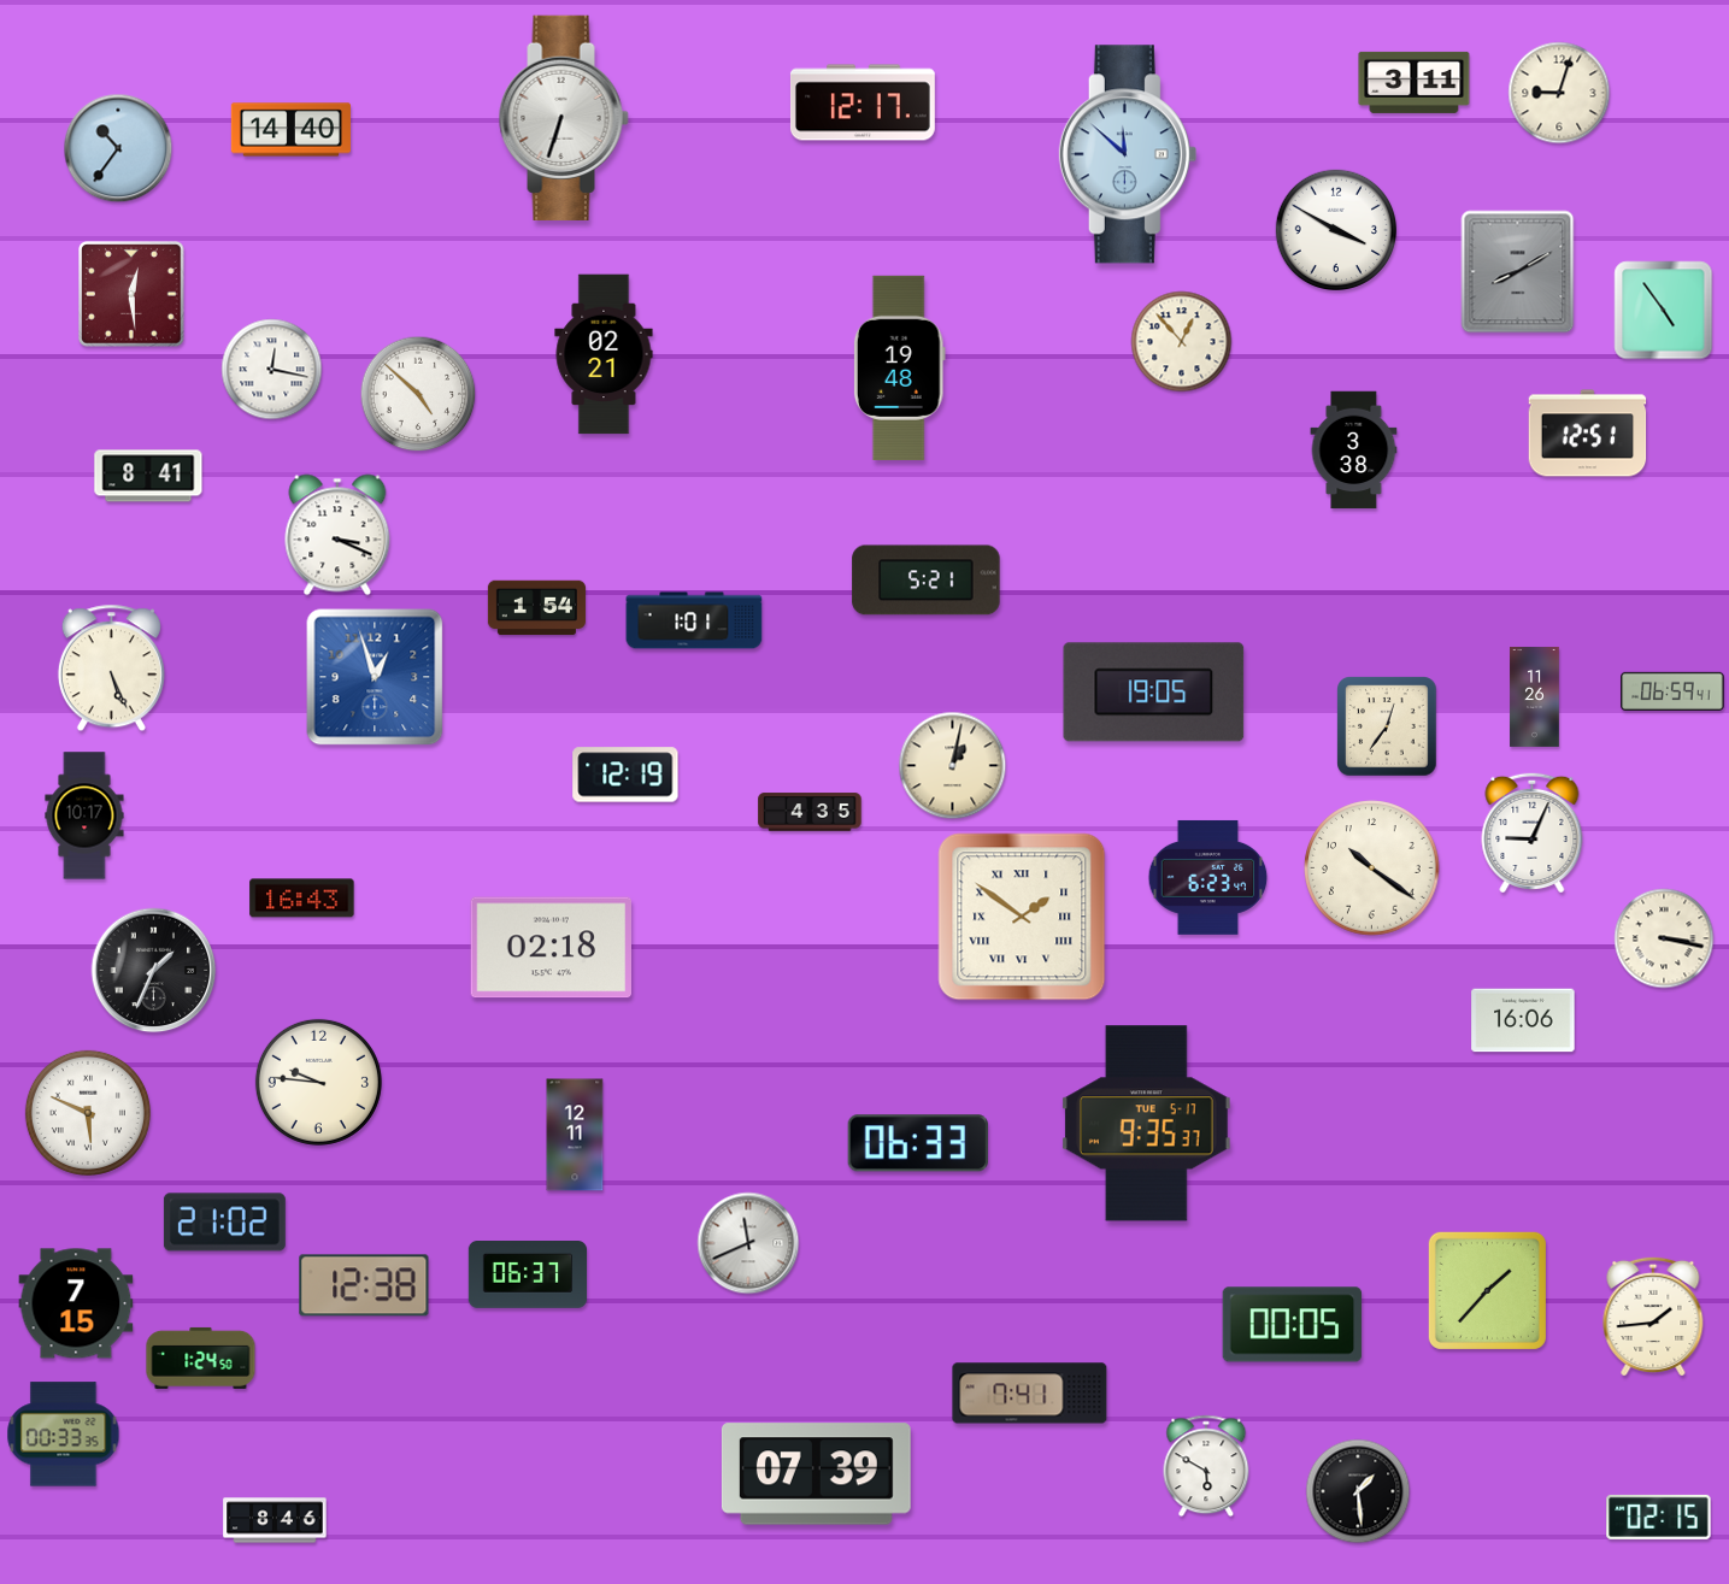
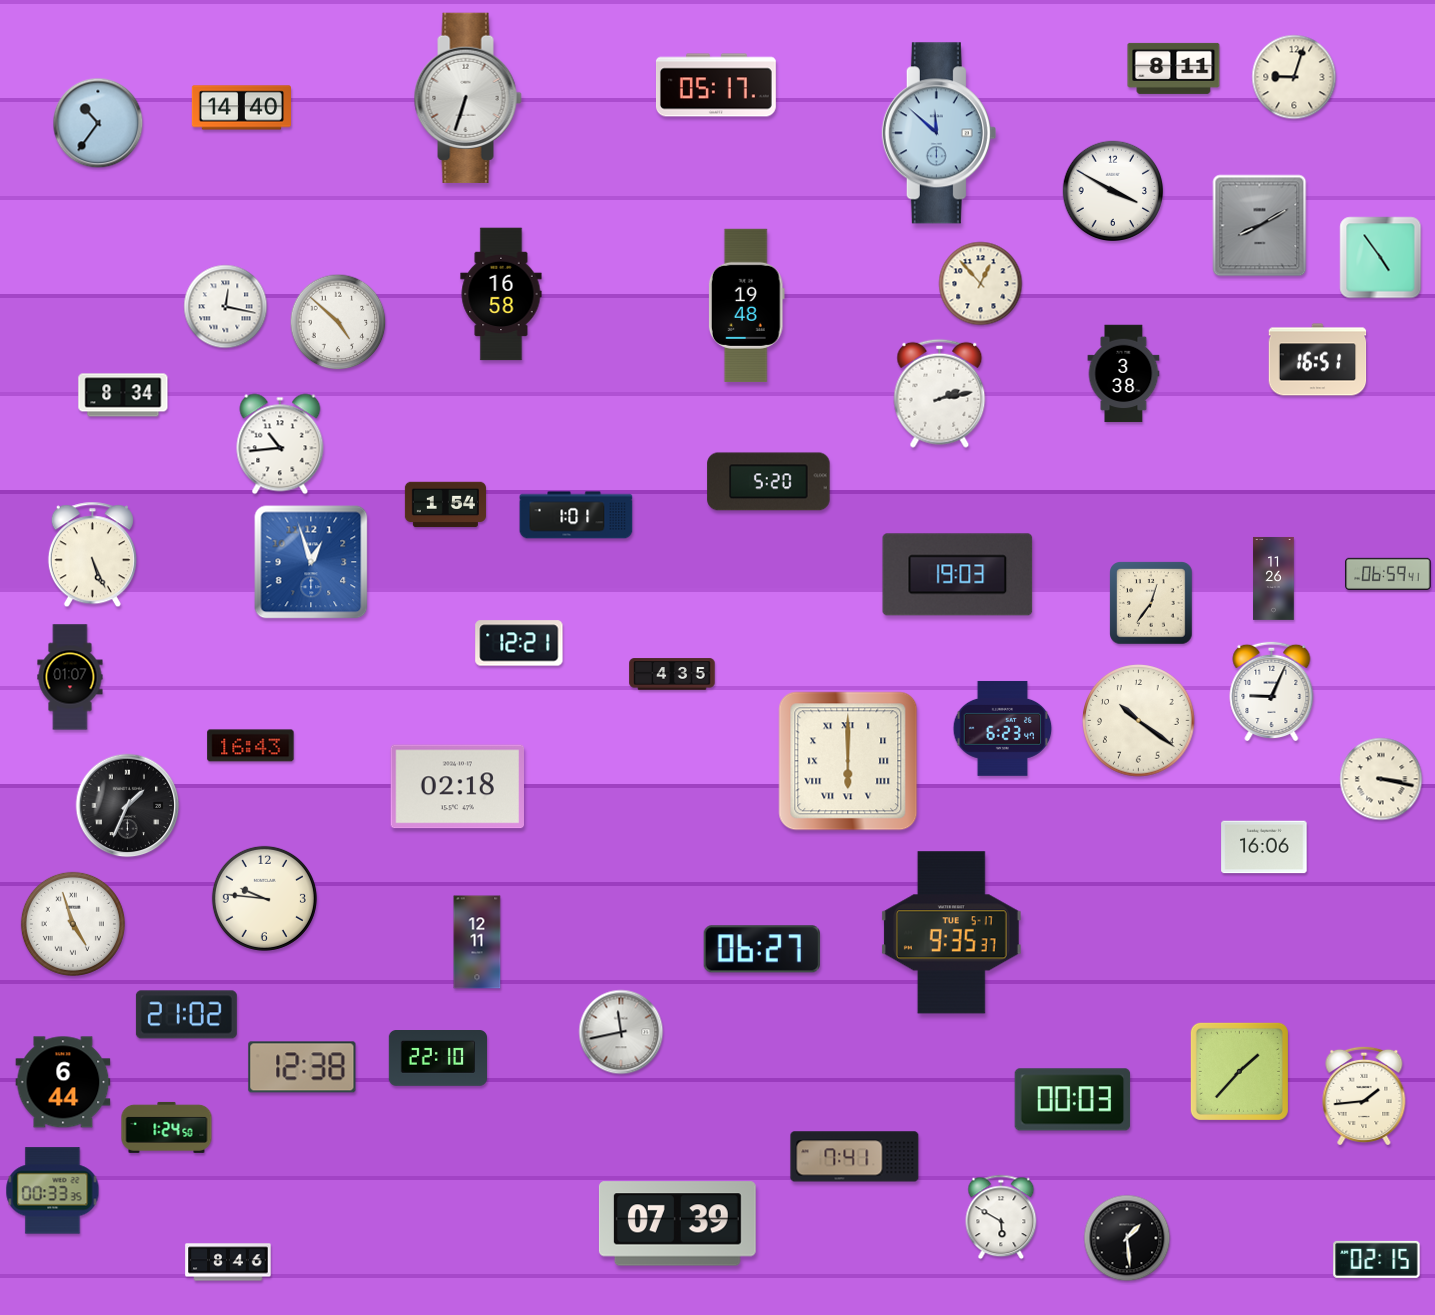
clock at (1415, 82): 3:11 -> 8:11
clock at (863, 102): 12:17 -> 05:17
clock at (1128, 154) position: (1128, 154) -> (939, 133)
clock at (1335, 229) position: (1335, 229) -> (1112, 190)
clock at (133, 295): 12:29 -> none
clock at (604, 354): 02:21 -> 16:58
clock at (418, 394) position: (418, 394) -> (338, 322)
clock at (1588, 434): 12:51 -> 16:51
clock at (940, 393): none -> 2:13
clock at (148, 476): 8:41 -> 8:34
clock at (337, 535): 3:19 -> 10:44
clock at (927, 581): 5:21 -> 5:20
clock at (1154, 693): 19:05 -> 19:03
clock at (953, 766): 1:02 -> none
clock at (625, 775): 12:19 -> 12:21
clock at (84, 815): 10:17 -> 01:07
clock at (1022, 917): 1:51 -> 6:00
clock at (88, 1113): 5:49 -> 4:57
clock at (918, 1143): 06:33 -> 06:27
clock at (748, 1243): 11:41 -> 11:43
clock at (528, 1276): 06:37 -> 22:10
clock at (1487, 1290) position: (1487, 1290) -> (1239, 1071)
clock at (76, 1303): 7:15 -> 6:44
clock at (1653, 1317) position: (1653, 1317) -> (1364, 1096)
clock at (1293, 1325): 00:05 -> 00:03
